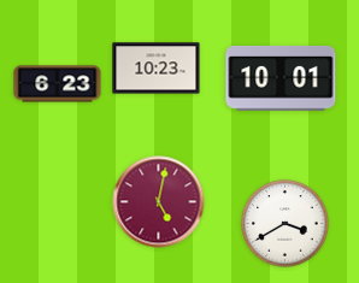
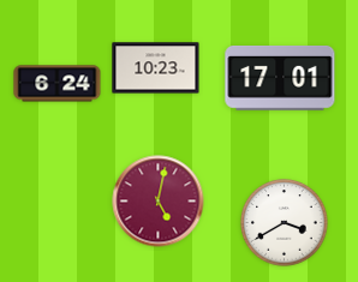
clock at (281, 78): 10:01 -> 17:01
clock at (58, 84): 6:23 -> 6:24
